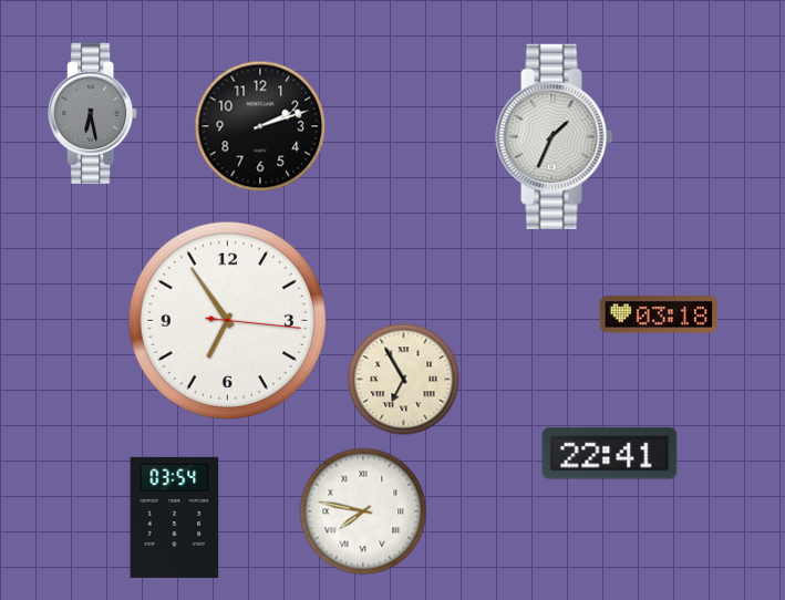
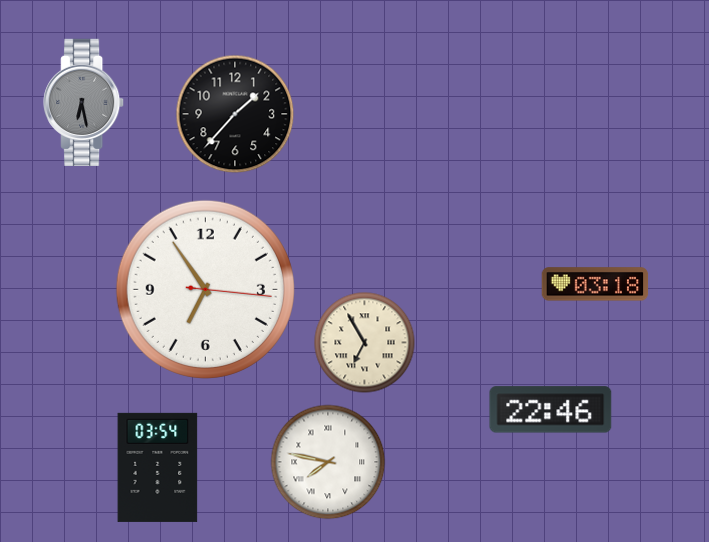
clock at (260, 126): 2:12 -> 1:37
clock at (555, 136): 1:34 -> none
clock at (610, 454): 22:41 -> 22:46
